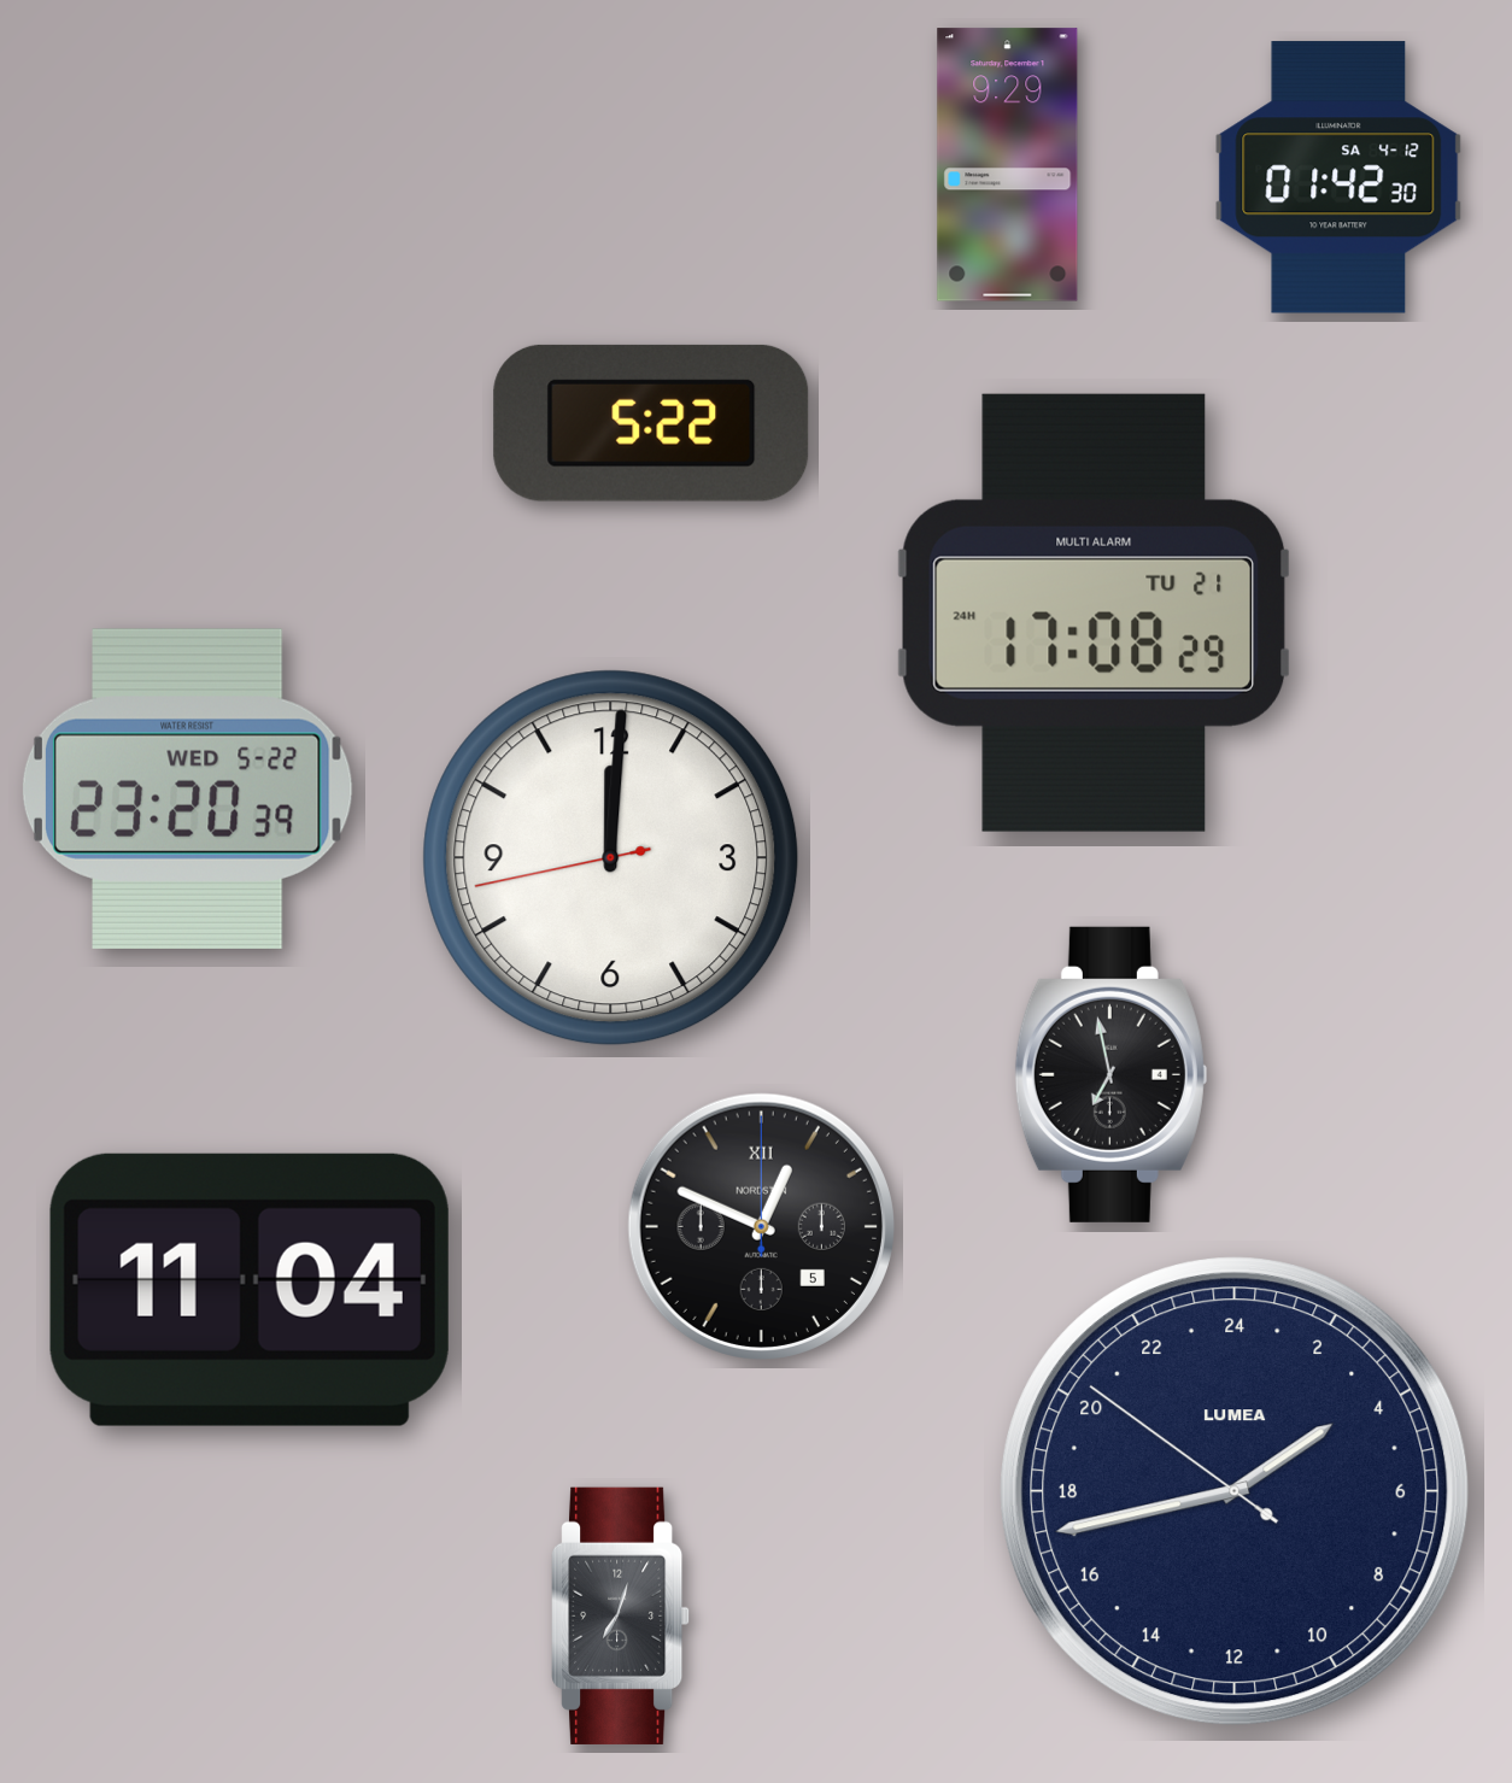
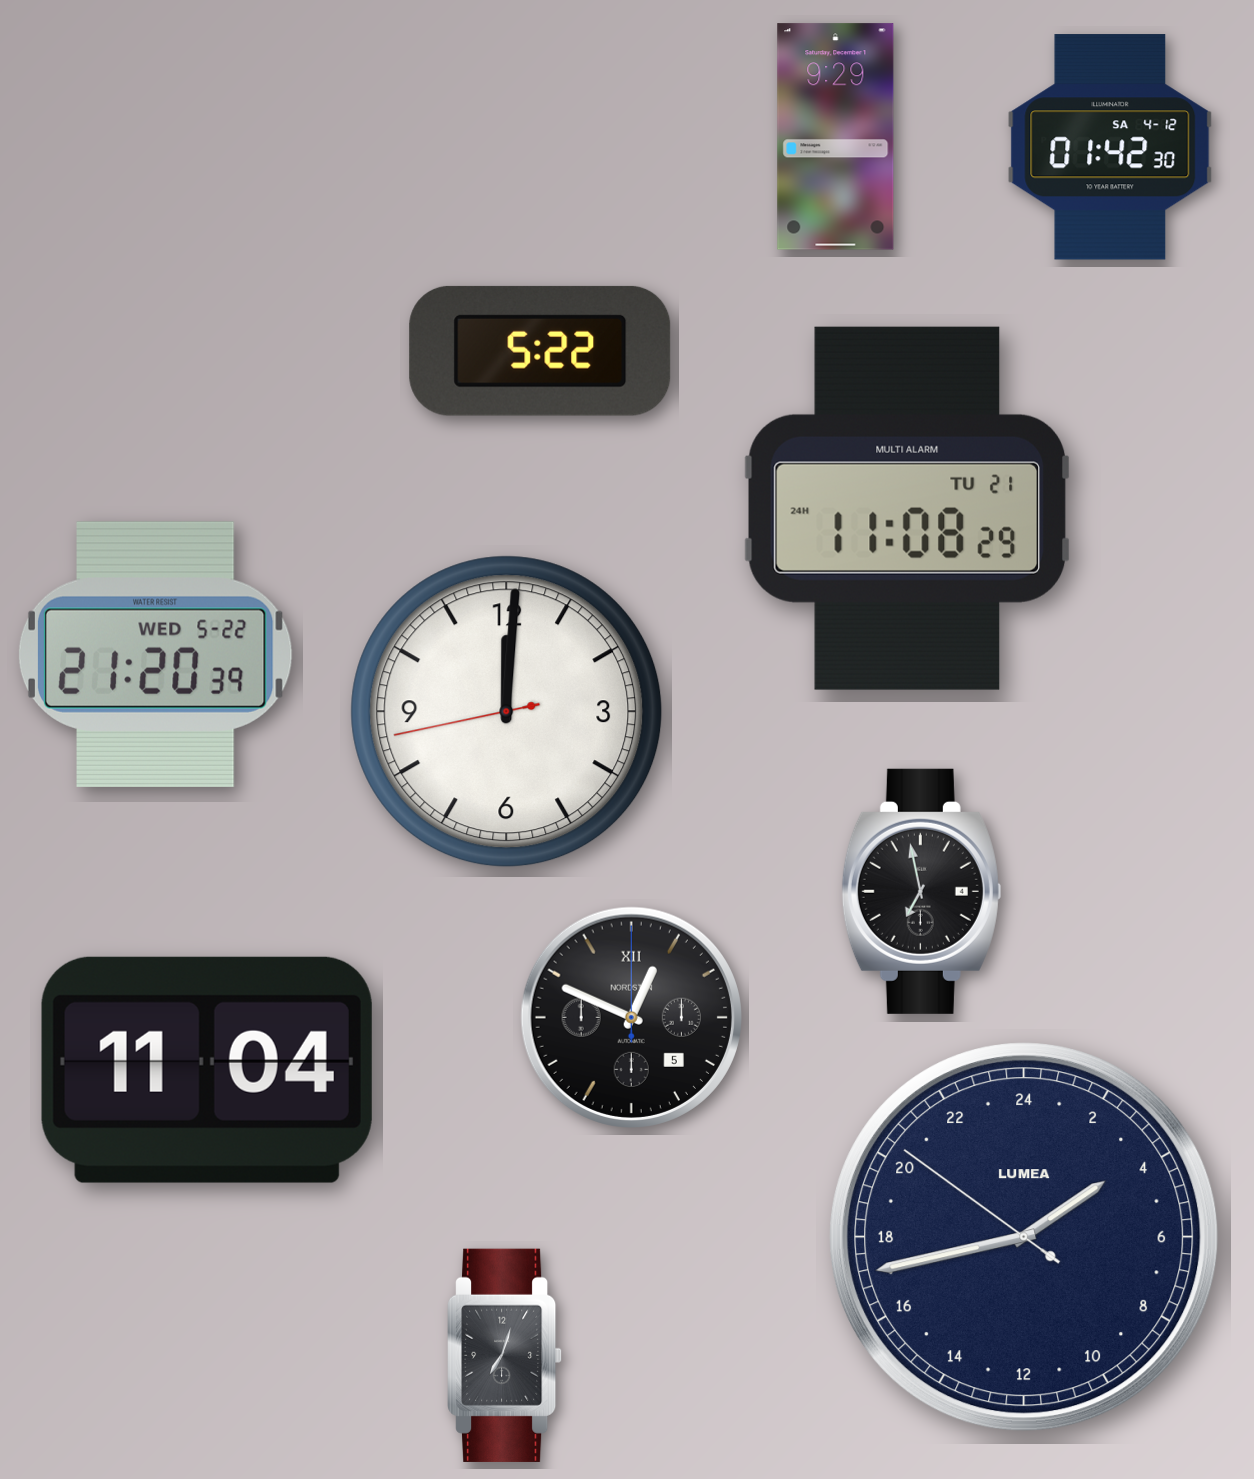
clock at (1092, 612): 17:08 -> 11:08
clock at (187, 788): 23:20 -> 21:20
clock at (621, 1615) position: (621, 1615) -> (505, 1355)
